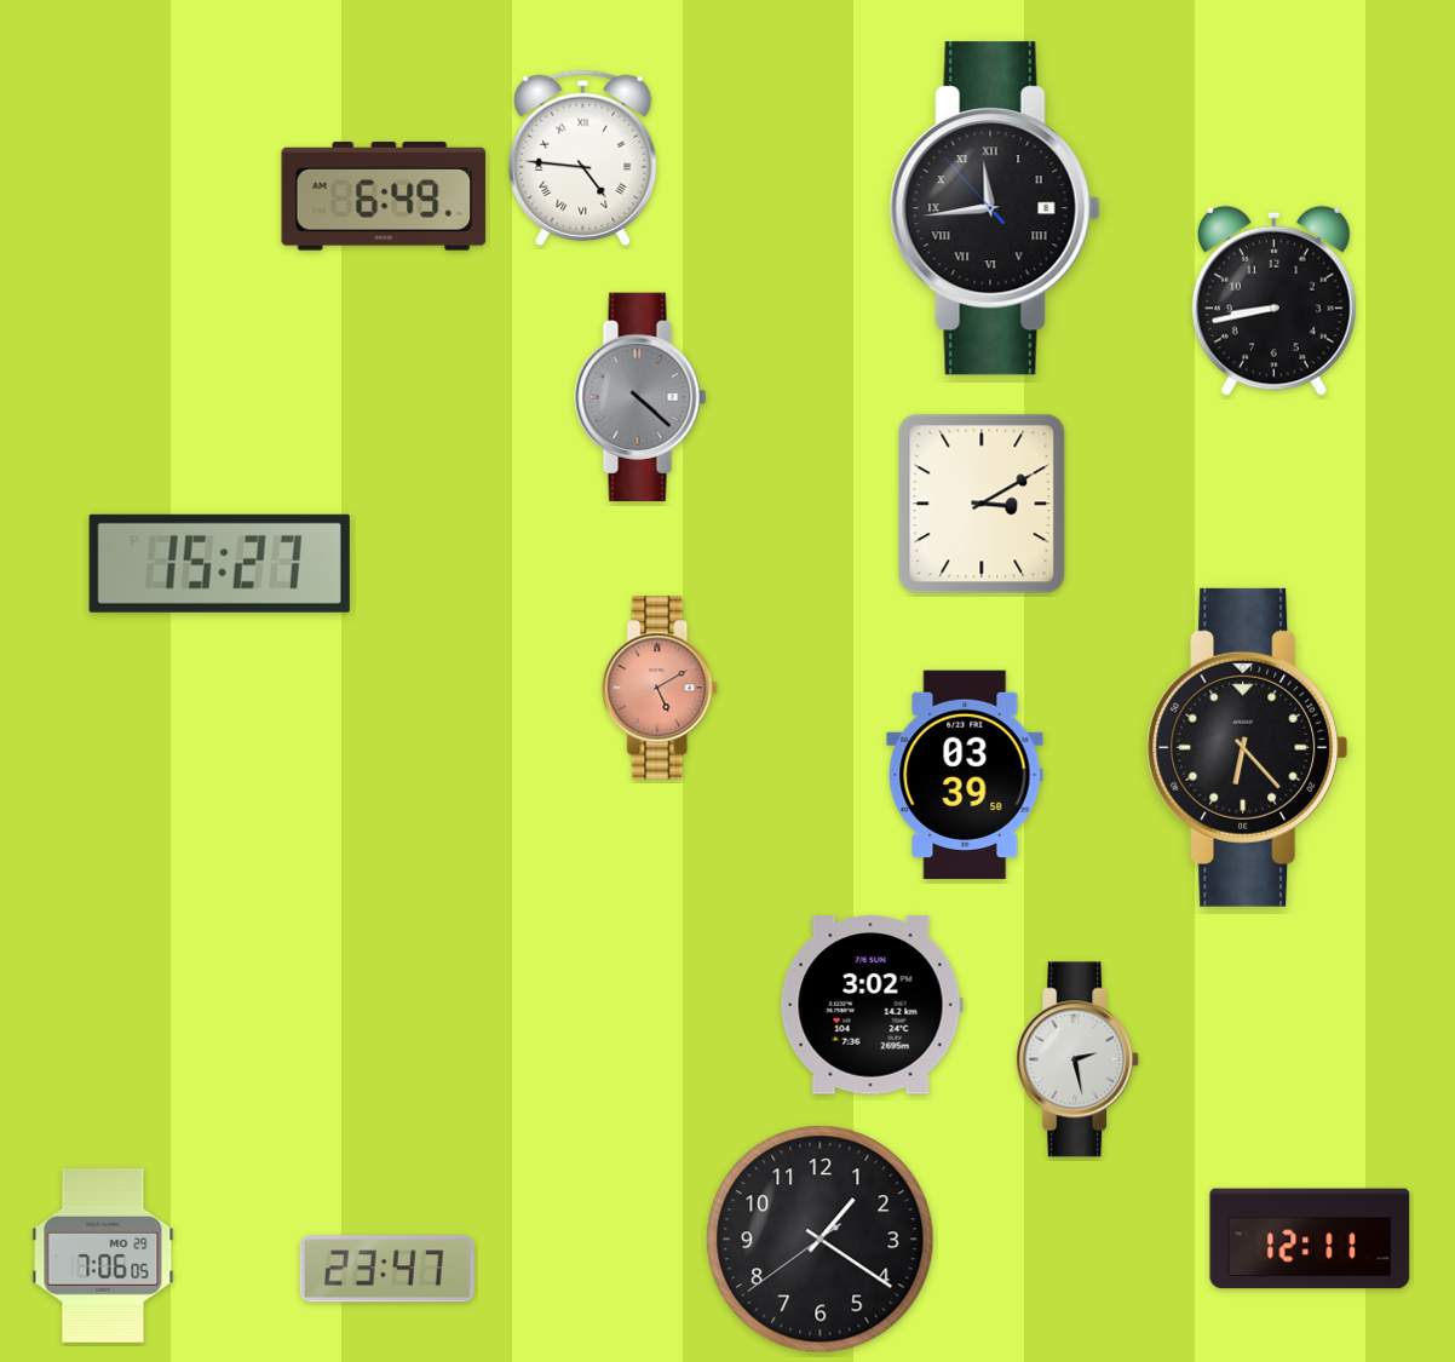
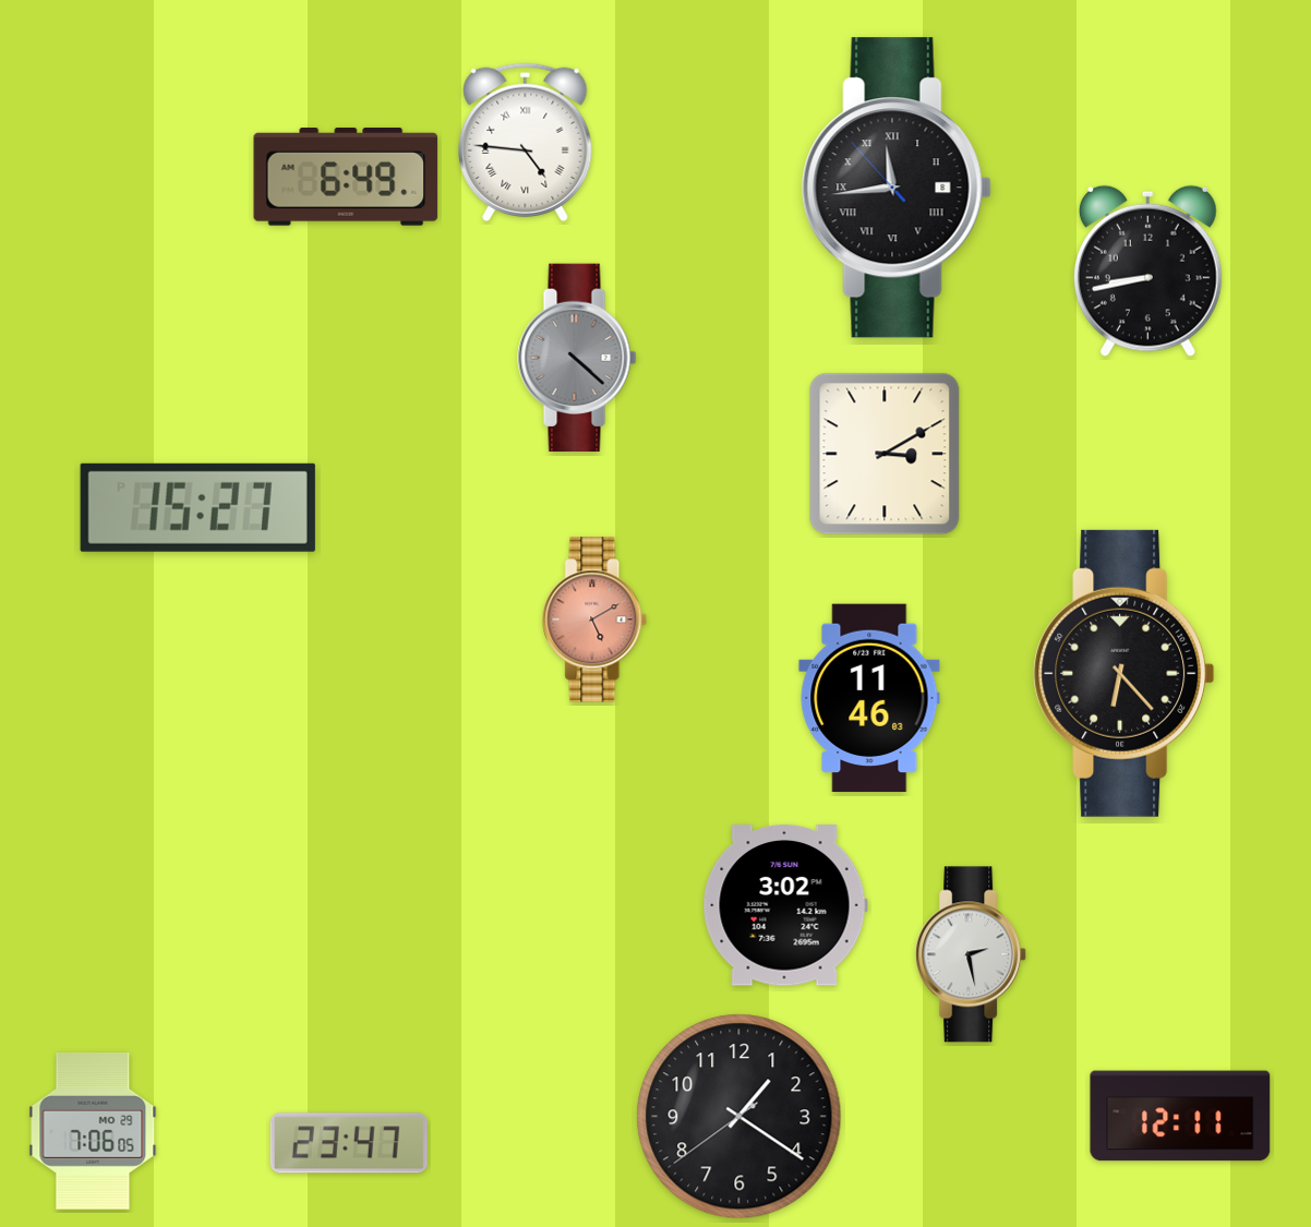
clock at (965, 775): 03:39 -> 11:46
